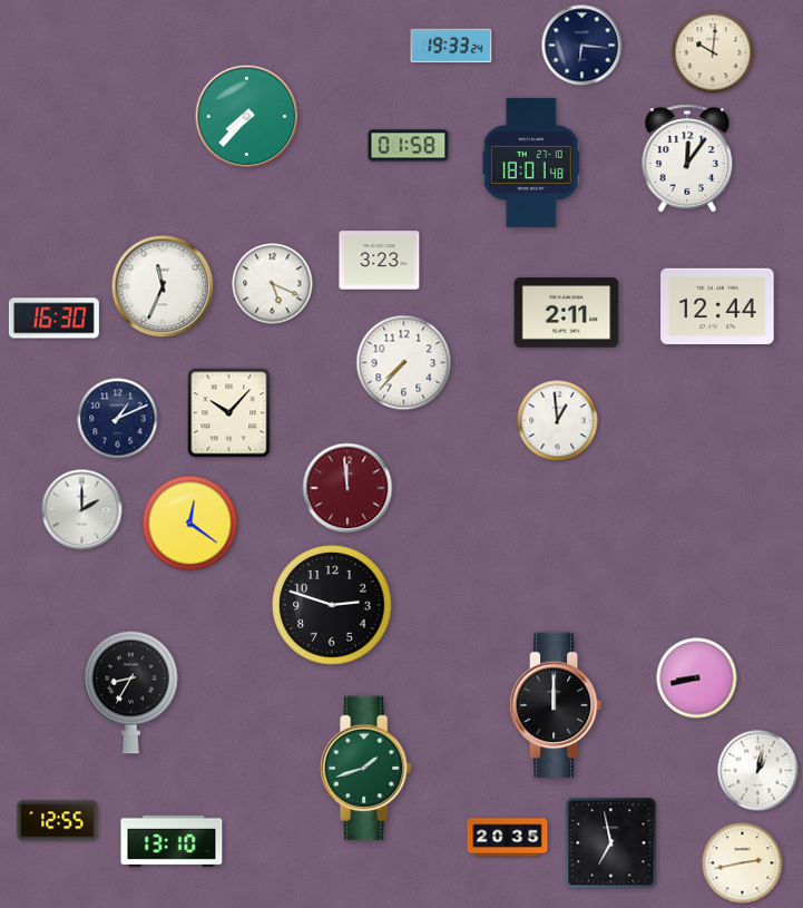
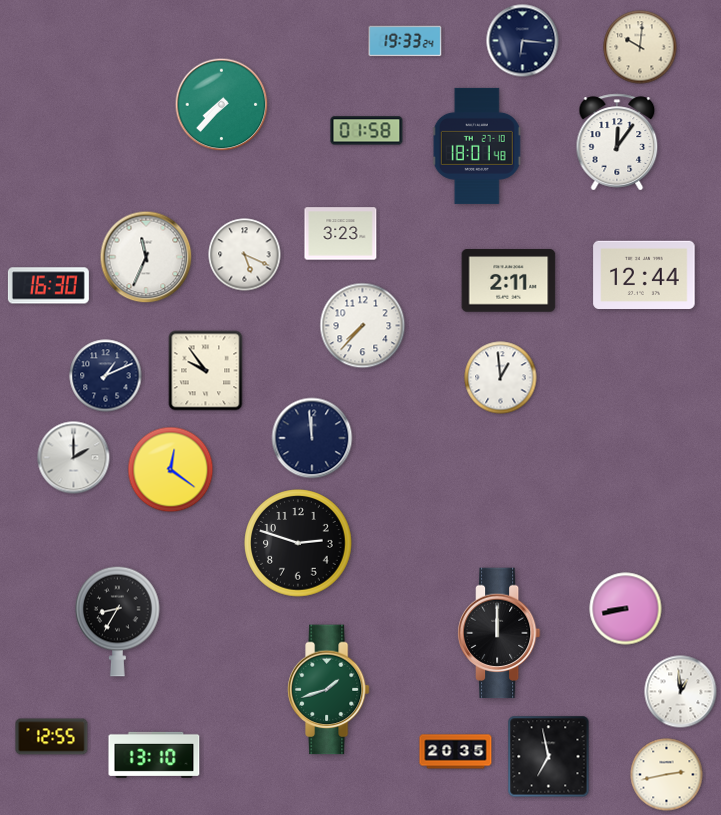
clock at (229, 413): 10:07 -> 9:54
clock at (347, 488) dial: burgundy -> navy
clock at (758, 771): 1:02 -> 12:59
